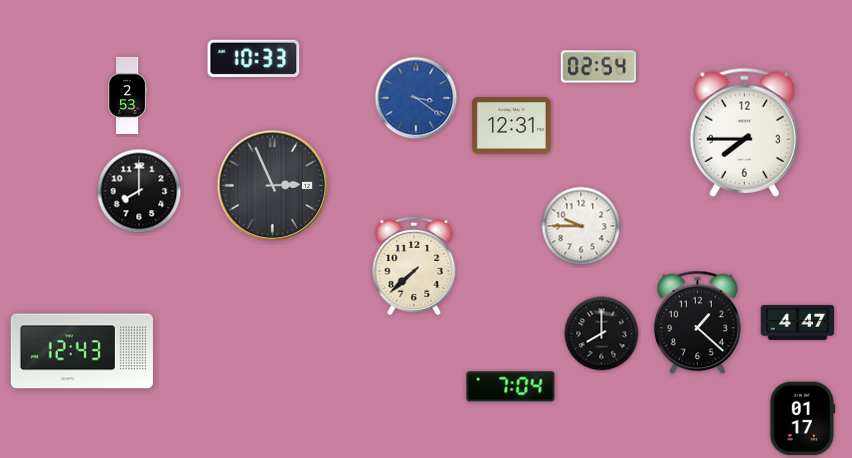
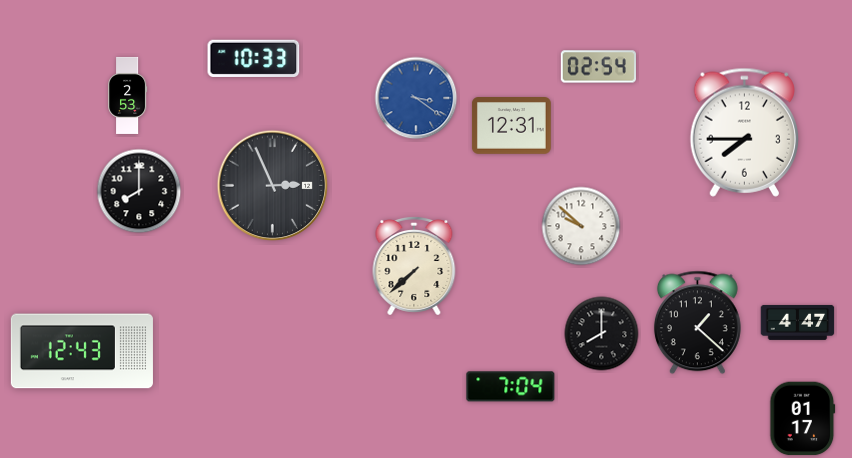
clock at (581, 226): 9:45 -> 9:52
